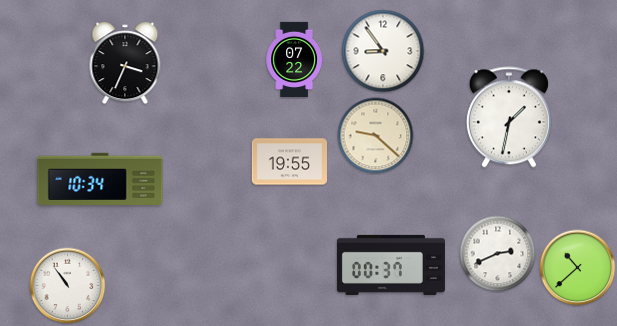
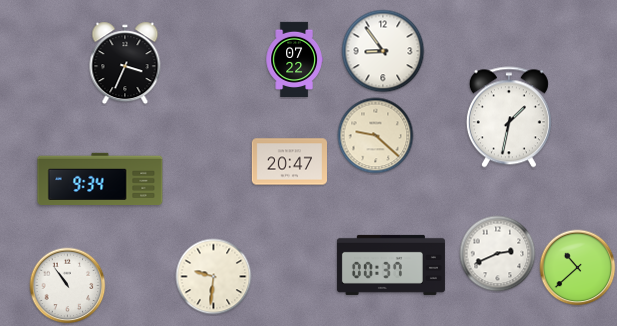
clock at (289, 162): 19:55 -> 20:47
clock at (100, 178): 10:34 -> 9:34
clock at (214, 277): none -> 9:31
